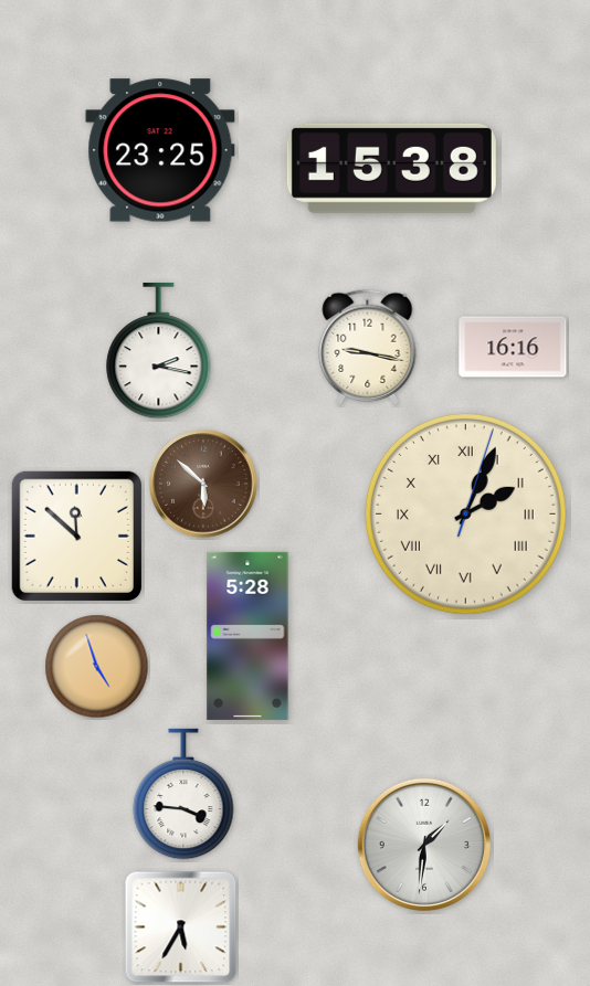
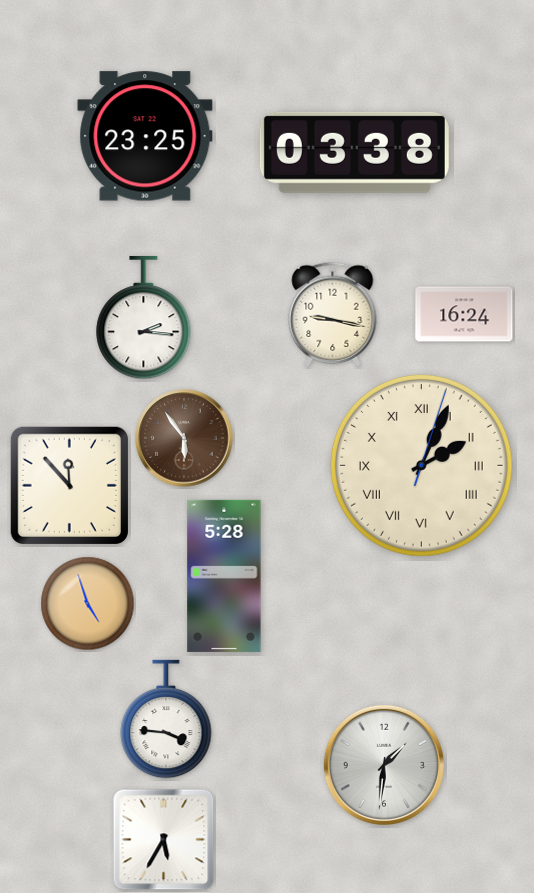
clock at (391, 168): 15:38 -> 03:38
clock at (513, 347): 16:16 -> 16:24
clock at (159, 351): 2:17 -> 2:16
clock at (203, 484): 5:52 -> 5:54
clock at (76, 536): 11:52 -> 11:53
